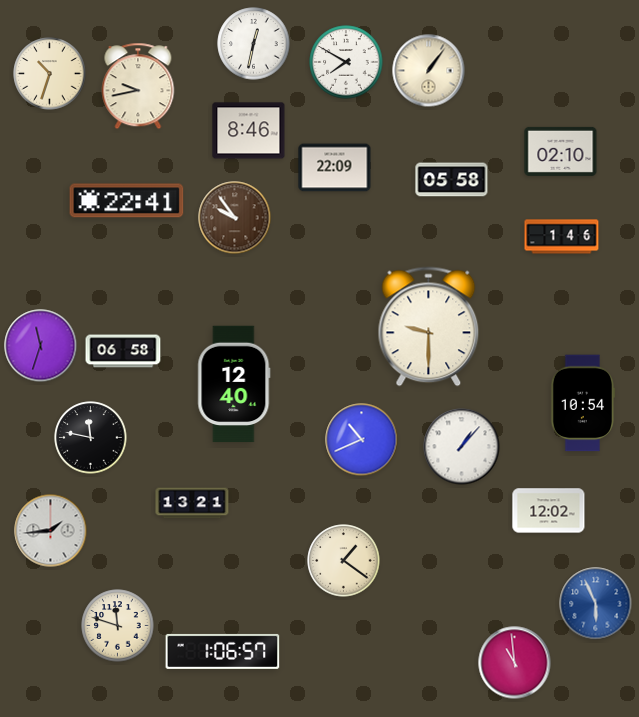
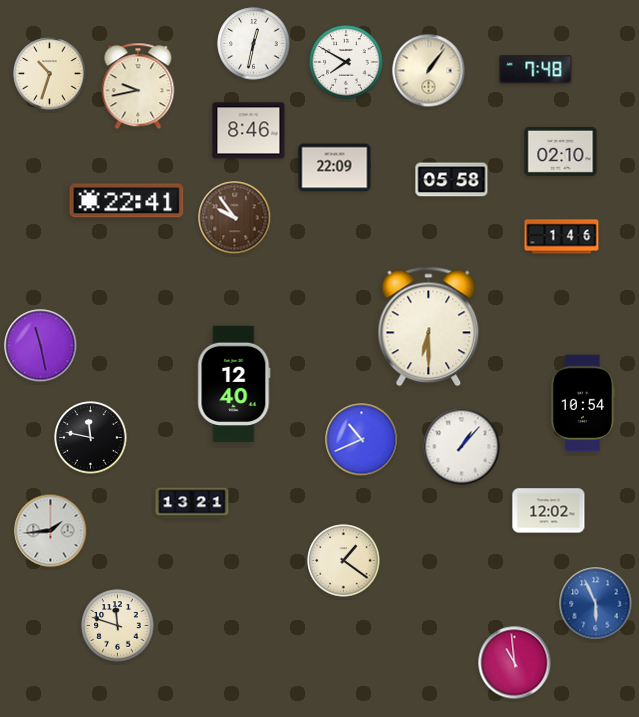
clock at (536, 70): none -> 7:48
clock at (429, 327): 9:30 -> 6:30
clock at (41, 346): 11:33 -> 11:28
clock at (123, 351): 06:58 -> none
clock at (223, 651): 1:06 -> none
